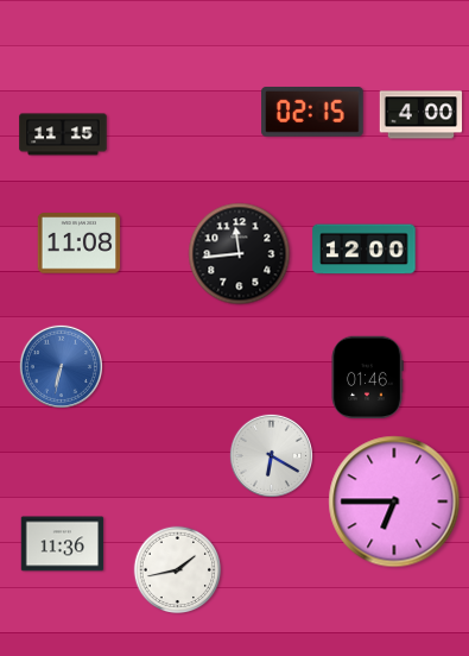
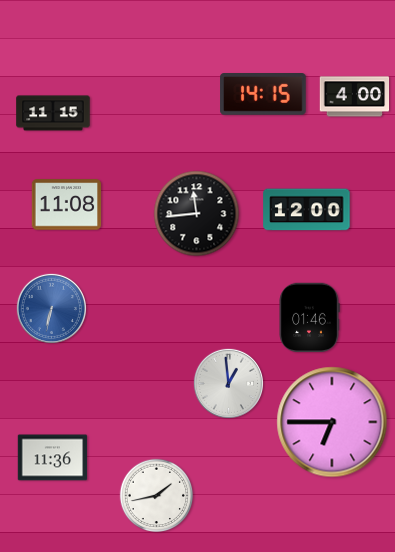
clock at (312, 113): 02:15 -> 14:15
clock at (240, 254) position: (240, 254) -> (197, 214)
clock at (271, 455): 6:20 -> 12:59
clock at (178, 570) position: (178, 570) -> (157, 496)
